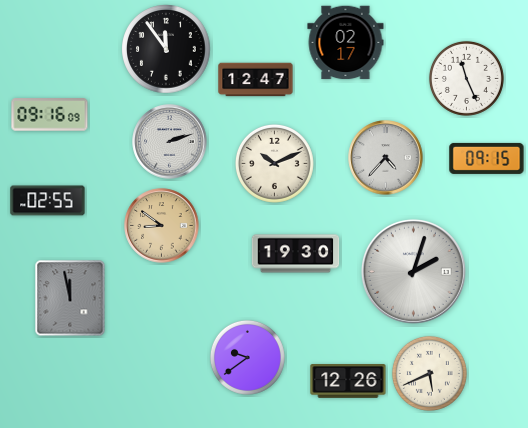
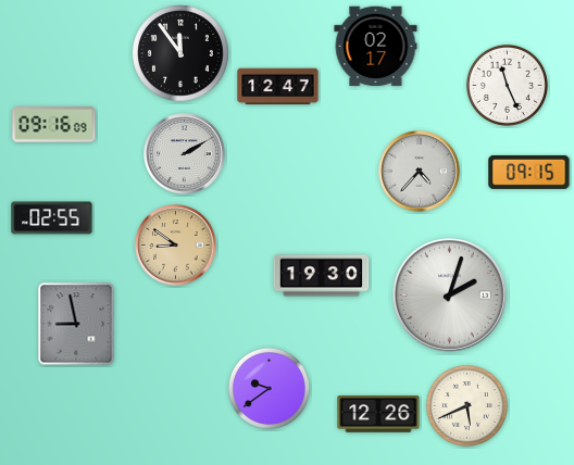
clock at (170, 142): 2:12 -> 2:10
clock at (274, 163): 10:11 -> none
clock at (70, 298): 11:58 -> 8:58
